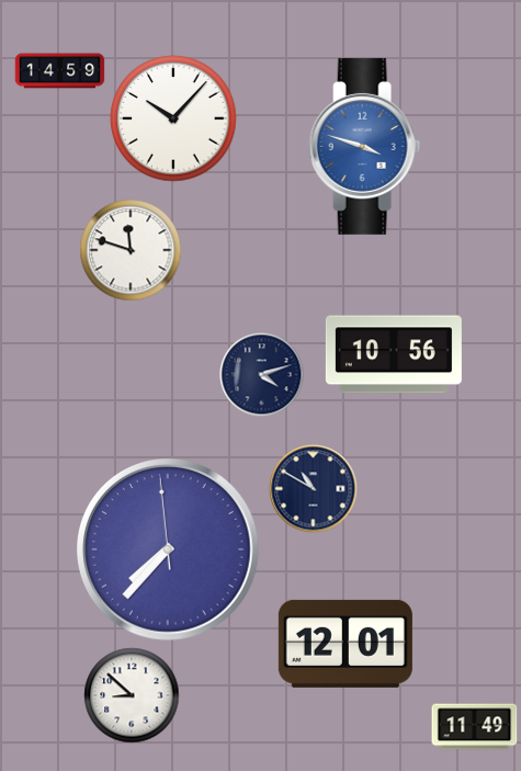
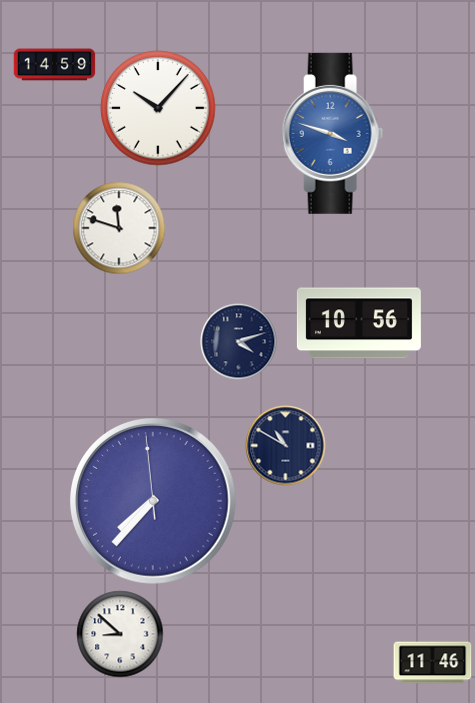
clock at (346, 644): 12:01 -> none
clock at (475, 727): 11:49 -> 11:46
